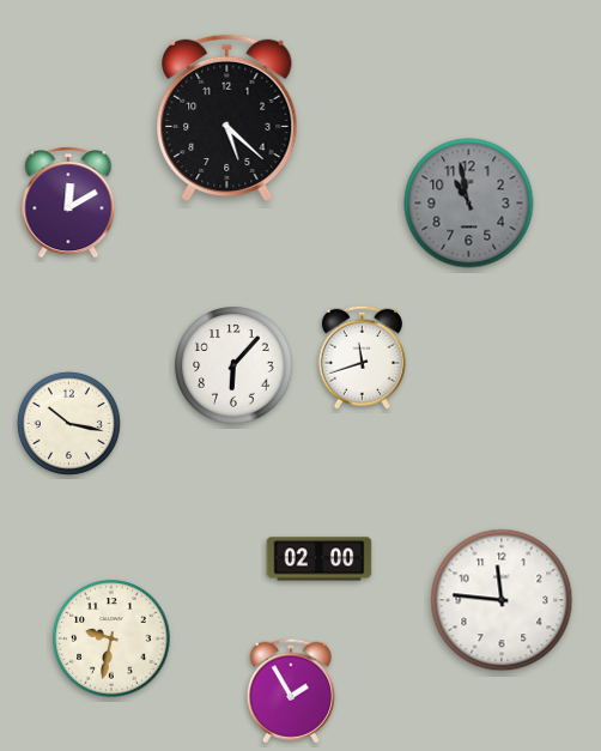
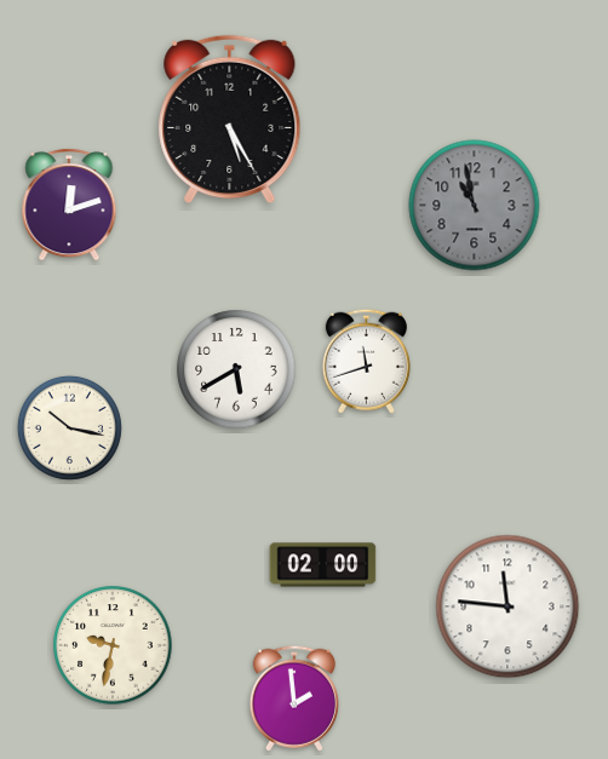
clock at (227, 119): 5:22 -> 5:25
clock at (68, 202): 12:10 -> 12:12
clock at (233, 365): 6:07 -> 5:40
clock at (291, 691): 1:55 -> 1:59
